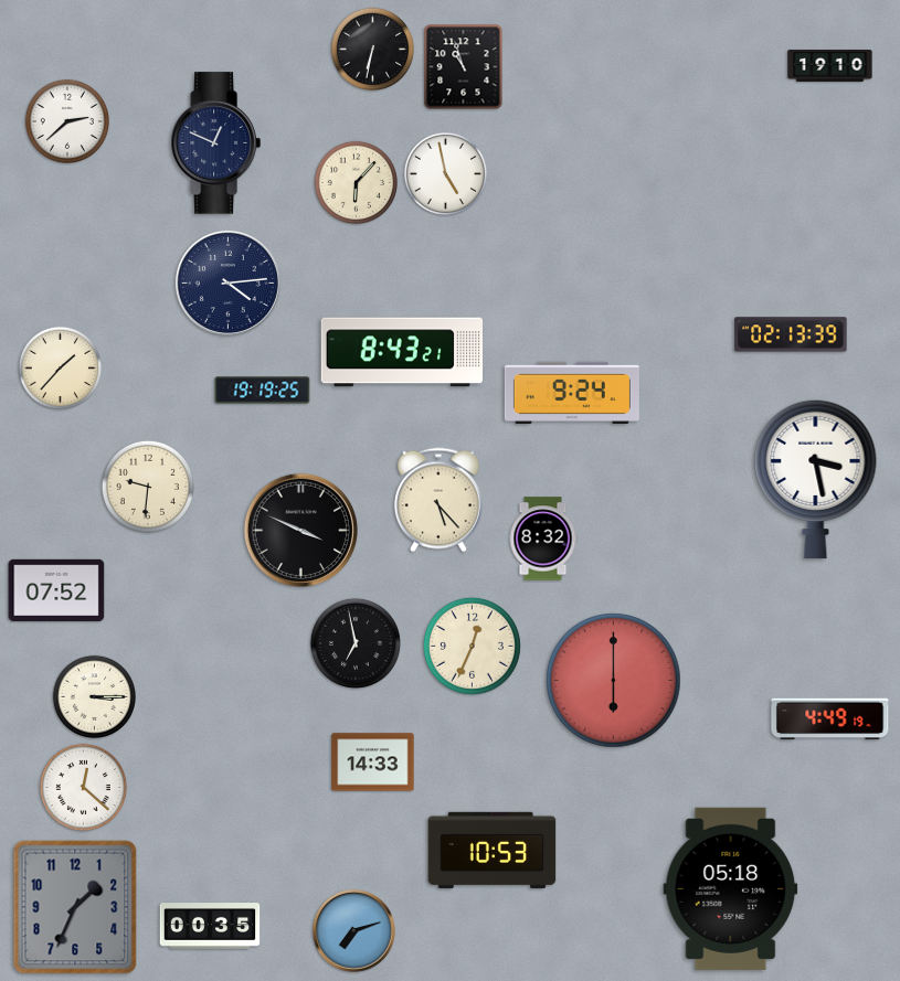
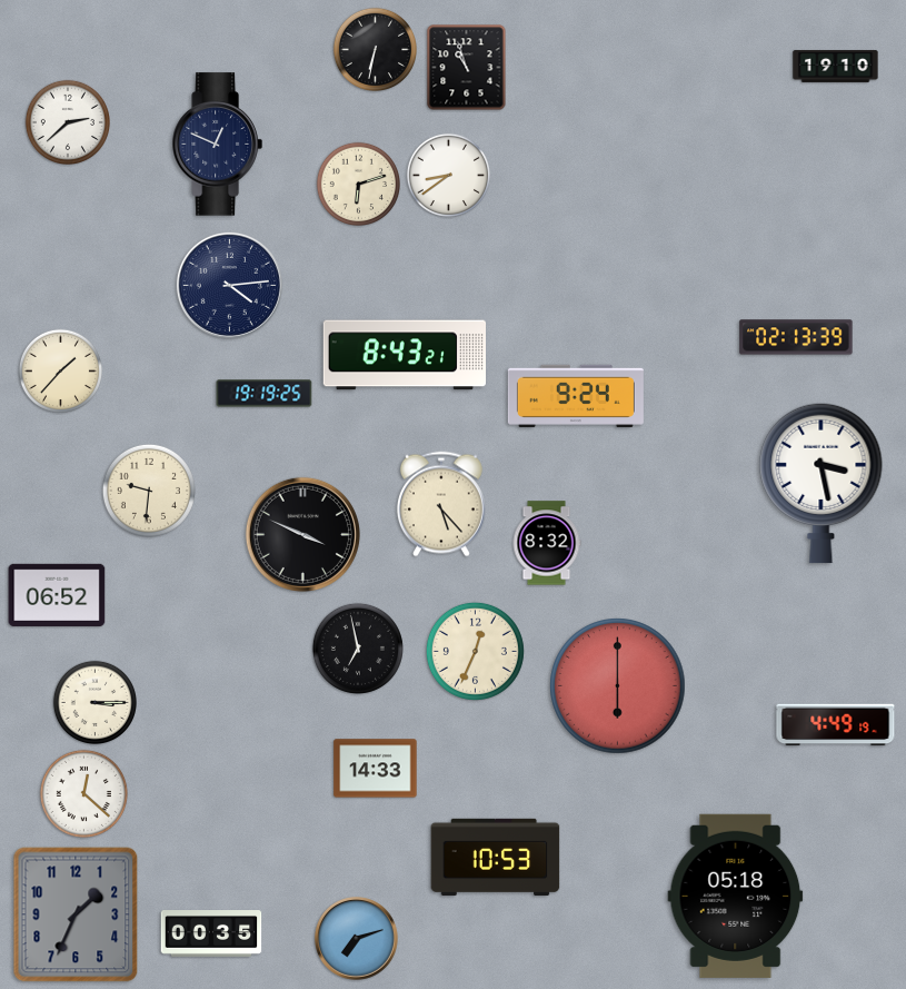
clock at (445, 173): 4:58 -> 8:39
clock at (356, 182): 6:07 -> 6:12
clock at (56, 589): 07:52 -> 06:52
